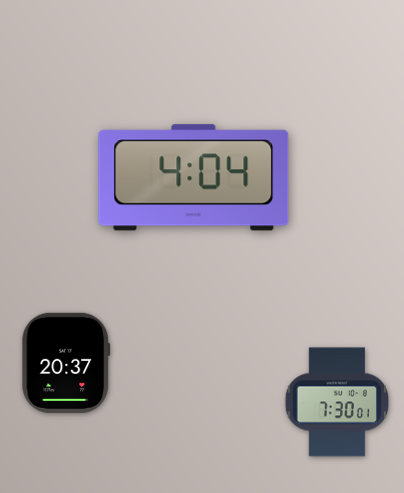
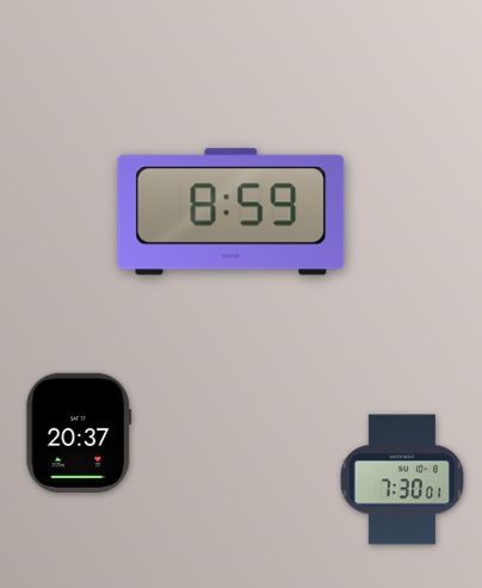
clock at (194, 178): 4:04 -> 8:59
